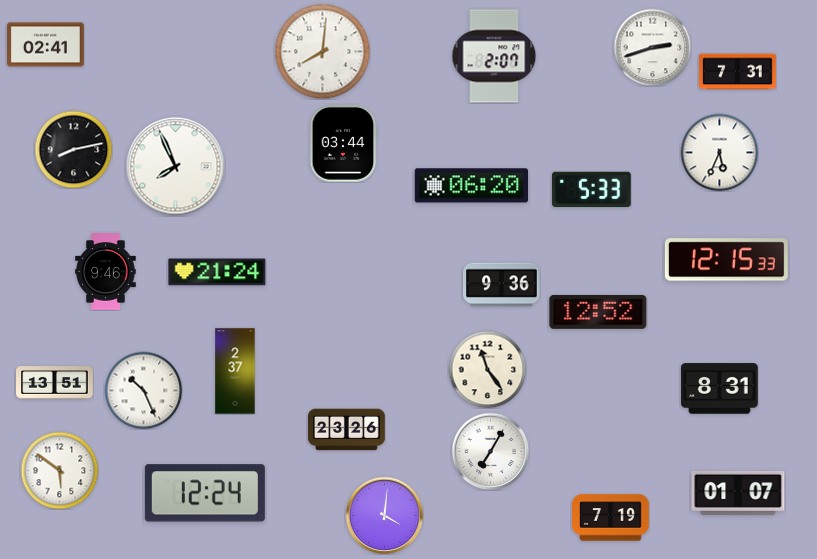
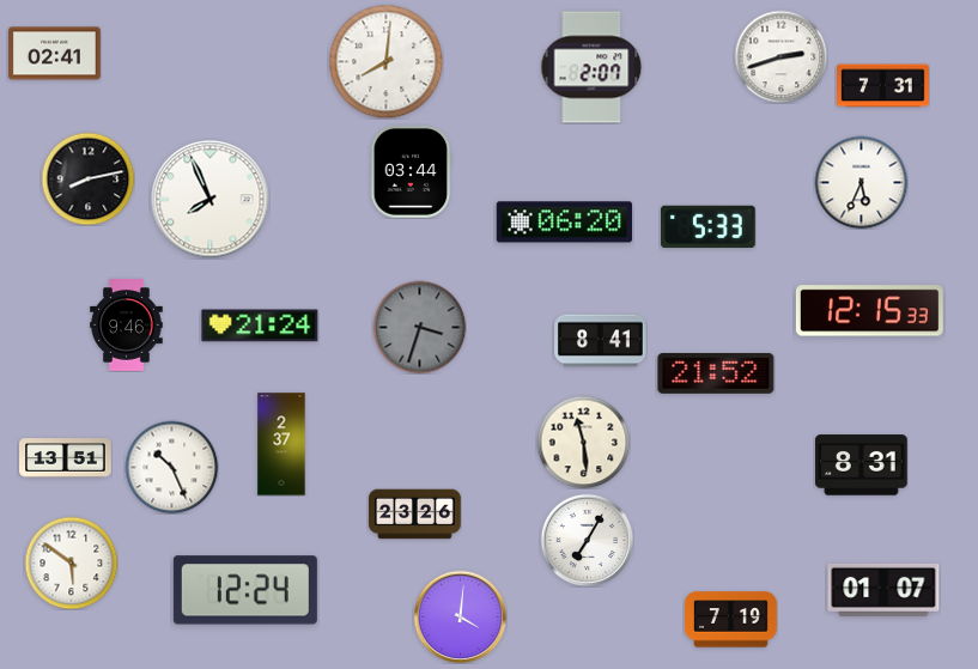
clock at (419, 327): none -> 3:33
clock at (502, 285): 9:36 -> 8:41
clock at (598, 312): 12:52 -> 21:52
clock at (487, 369): 11:24 -> 11:29
